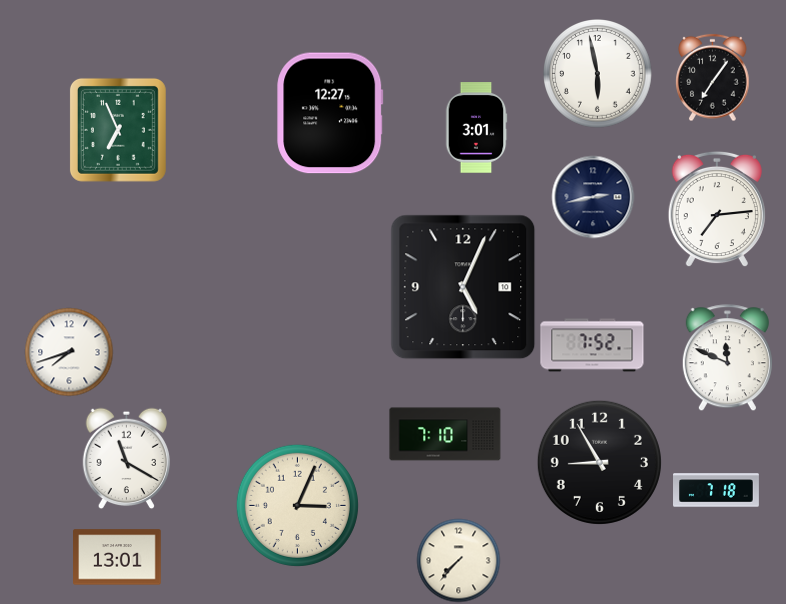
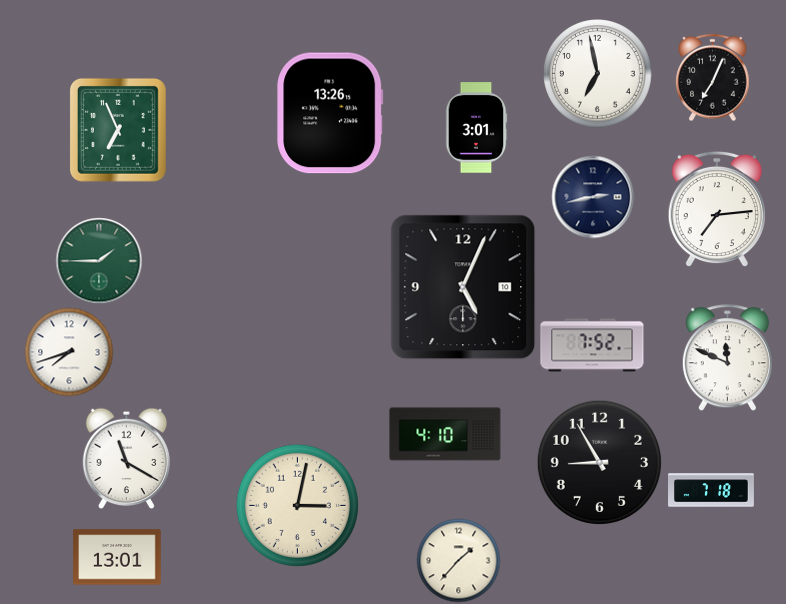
clock at (598, 74): 5:58 -> 6:58
clock at (713, 77): 7:06 -> 7:04
clock at (330, 113): 12:27 -> 13:26
clock at (99, 261): none -> 1:45
clock at (445, 434): 7:10 -> 4:10
clock at (717, 490) position: (717, 490) -> (712, 490)
clock at (297, 505): 3:04 -> 3:02
clock at (458, 560): 7:37 -> 1:37
